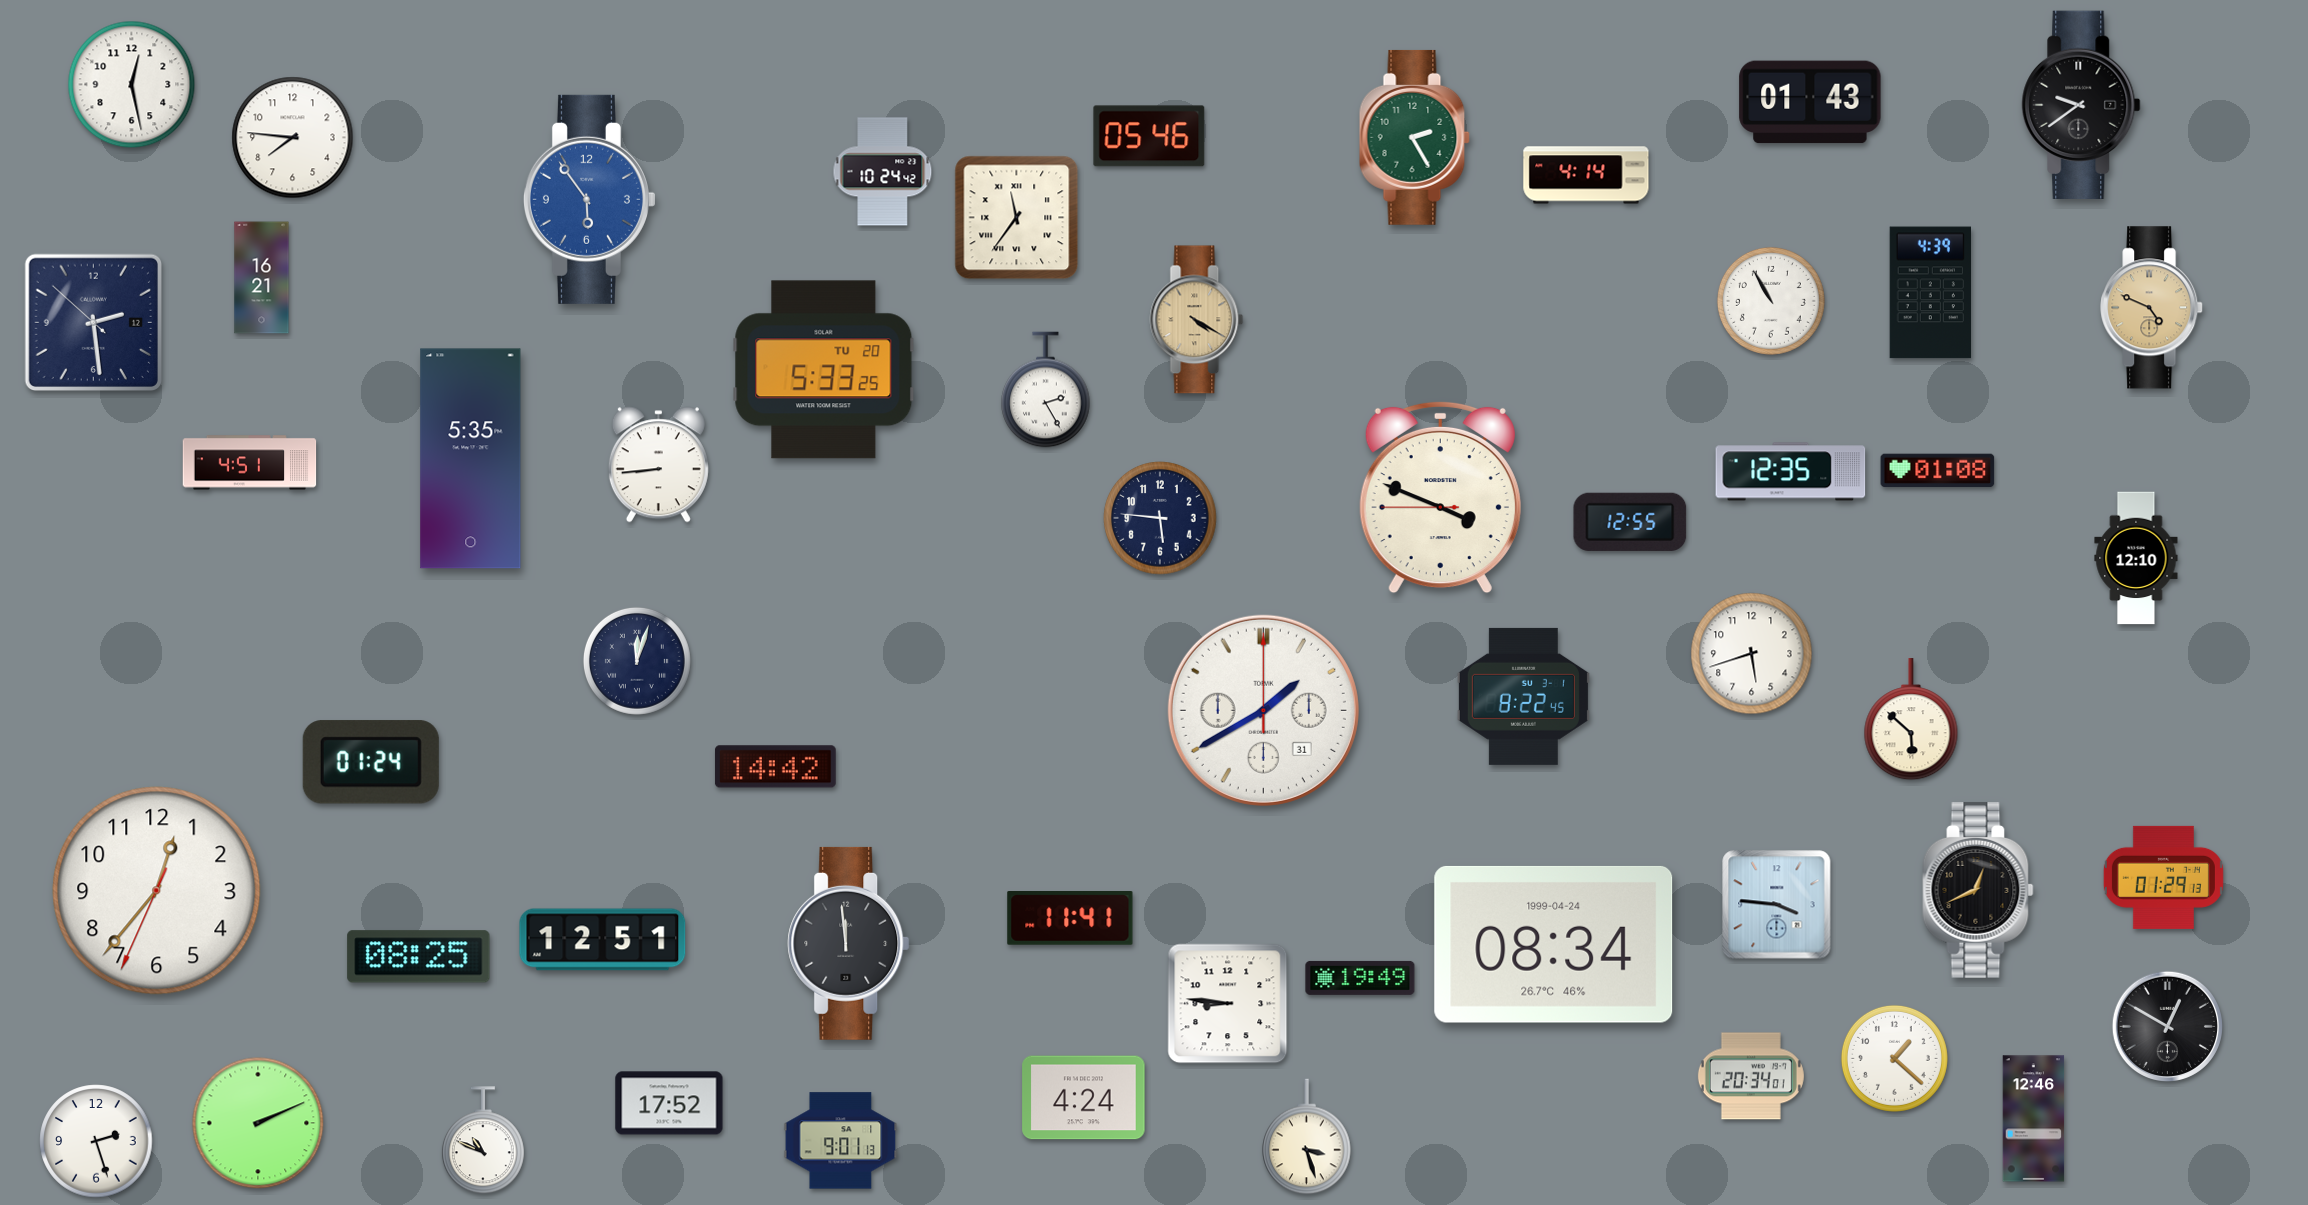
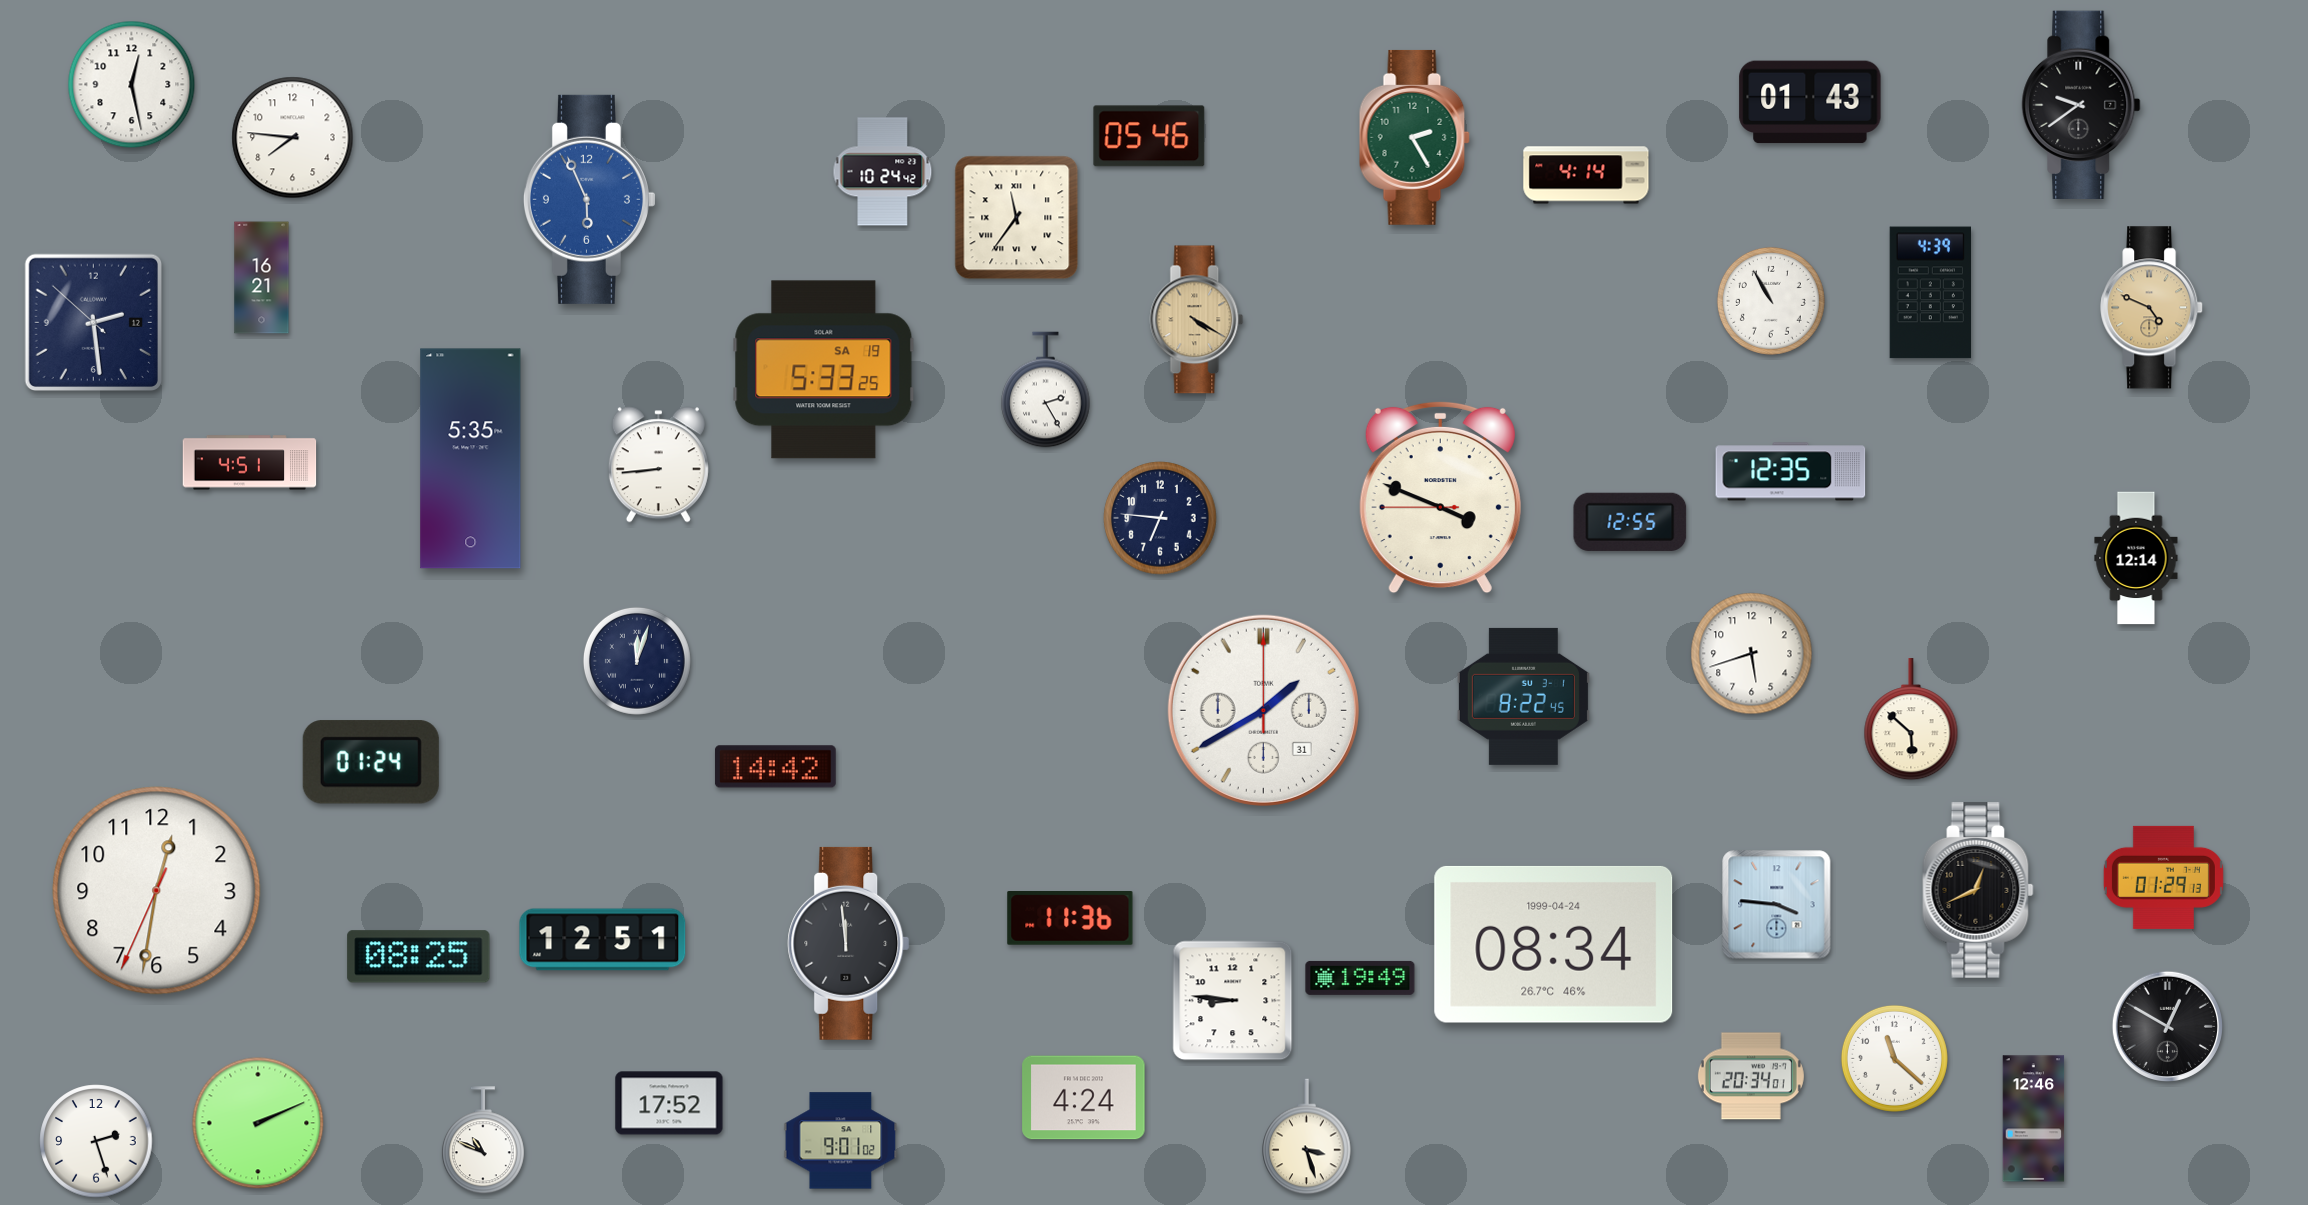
clock at (589, 199): 5:54 -> 5:56
clock at (824, 370) date: TU 20 -> SA 19
clock at (1938, 471): 01:08 -> none
clock at (1160, 518): 5:46 -> 6:46
clock at (2136, 558): 12:10 -> 12:14
clock at (157, 891): 12:36 -> 12:31
clock at (1070, 918): 11:41 -> 11:36
clock at (1228, 1004) position: (1228, 1004) -> (1233, 1001)
clock at (1894, 1058): 1:22 -> 11:22
clock at (841, 1141): 9:01:13 -> 9:01:02
